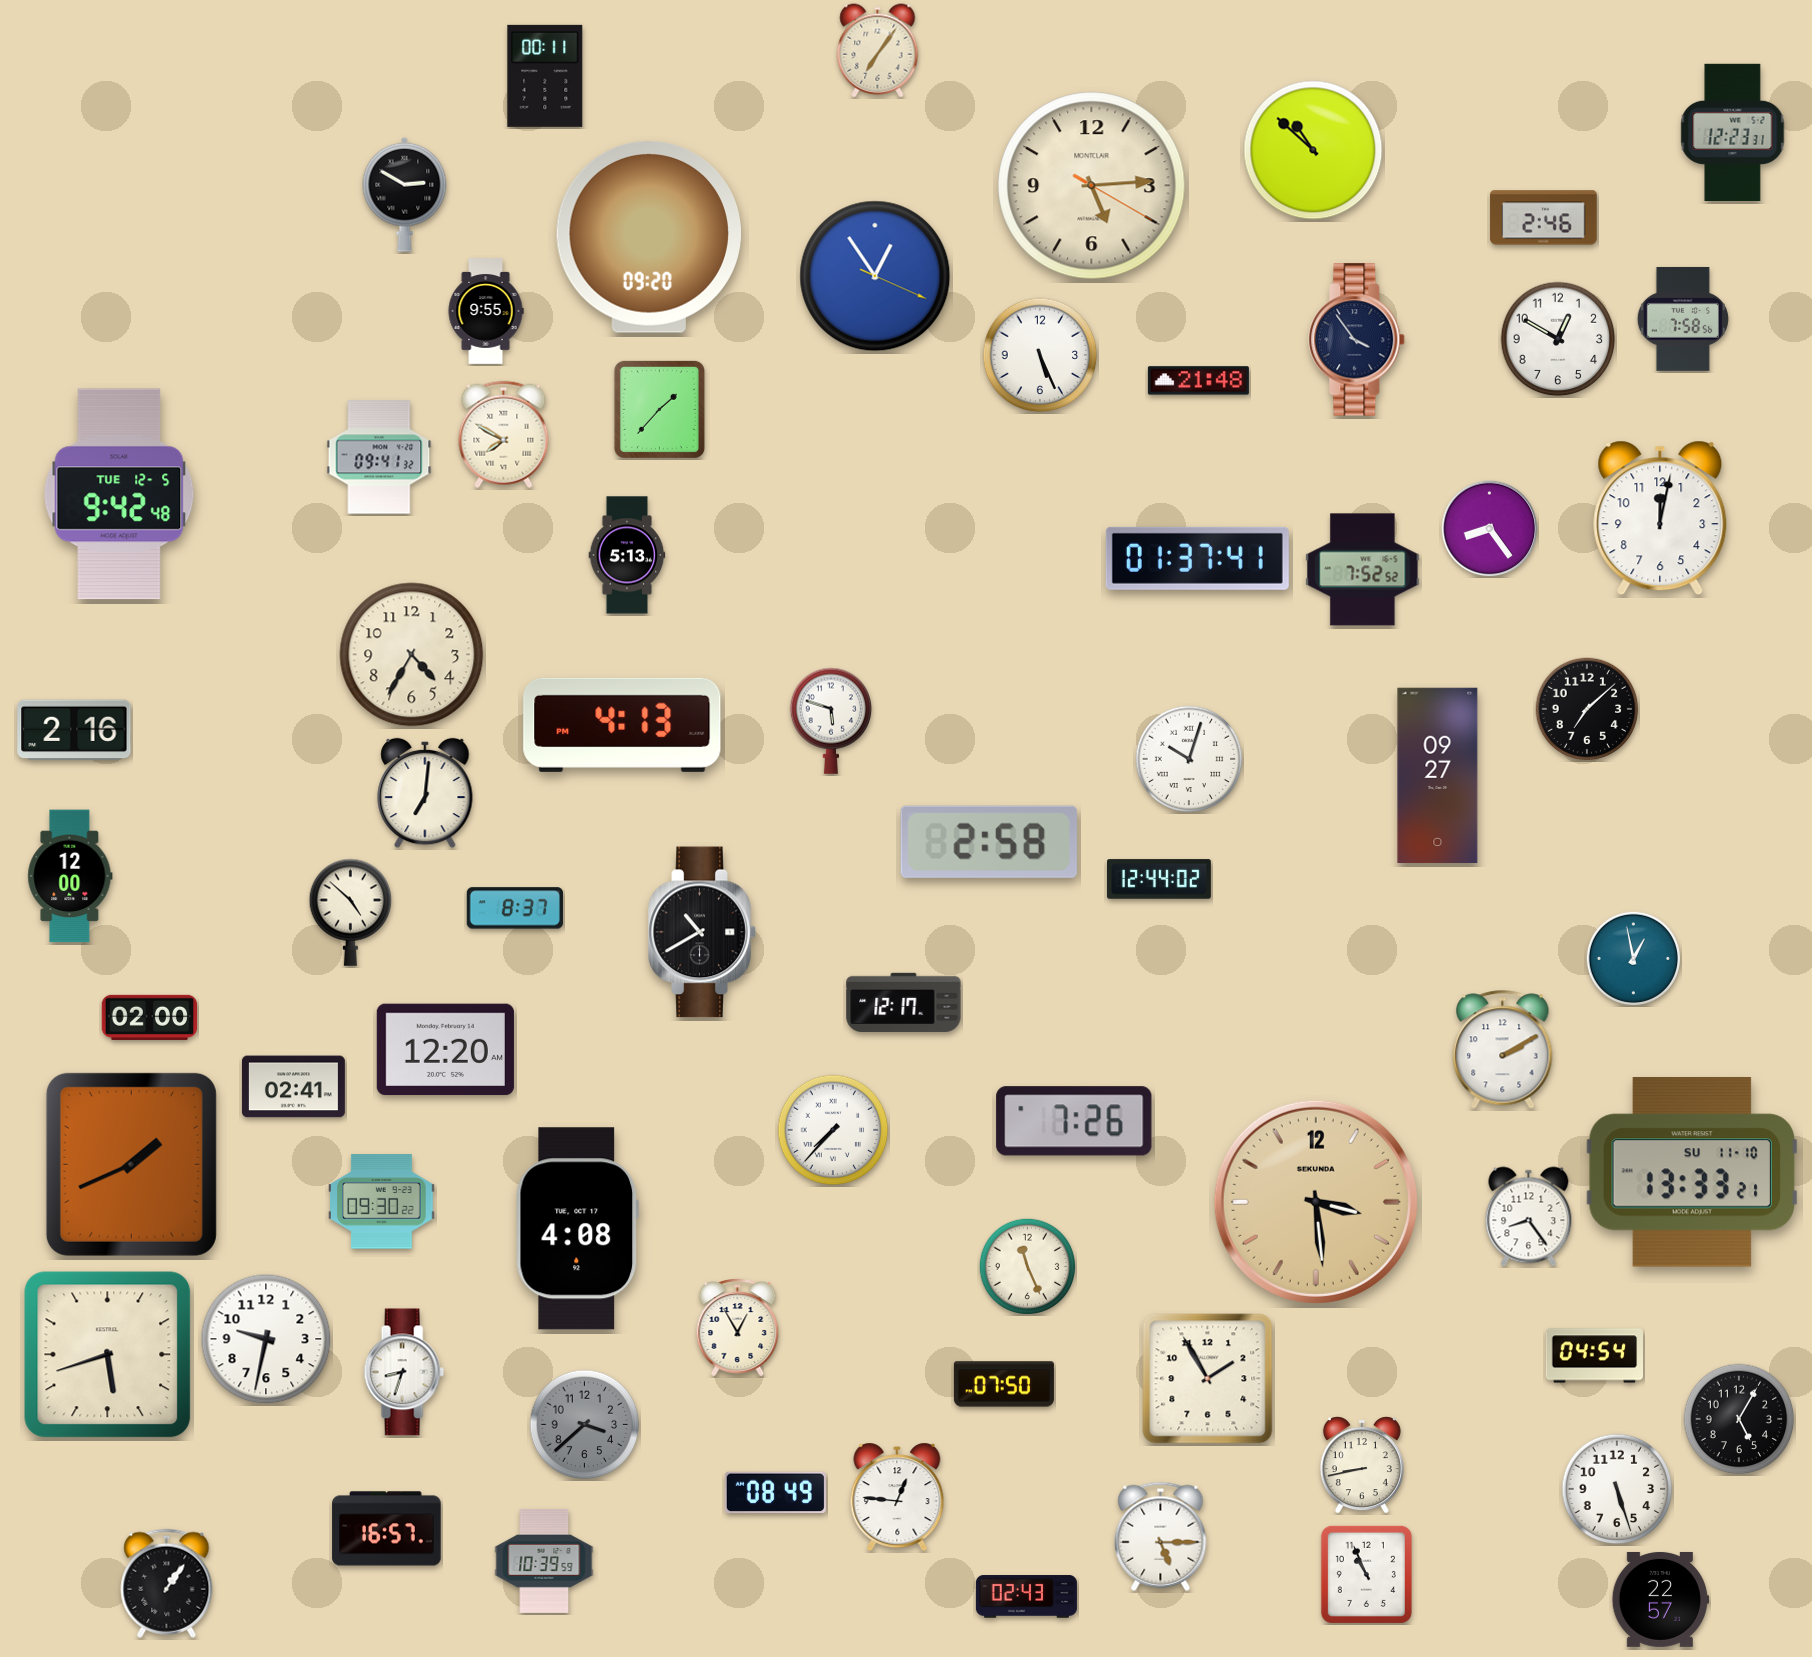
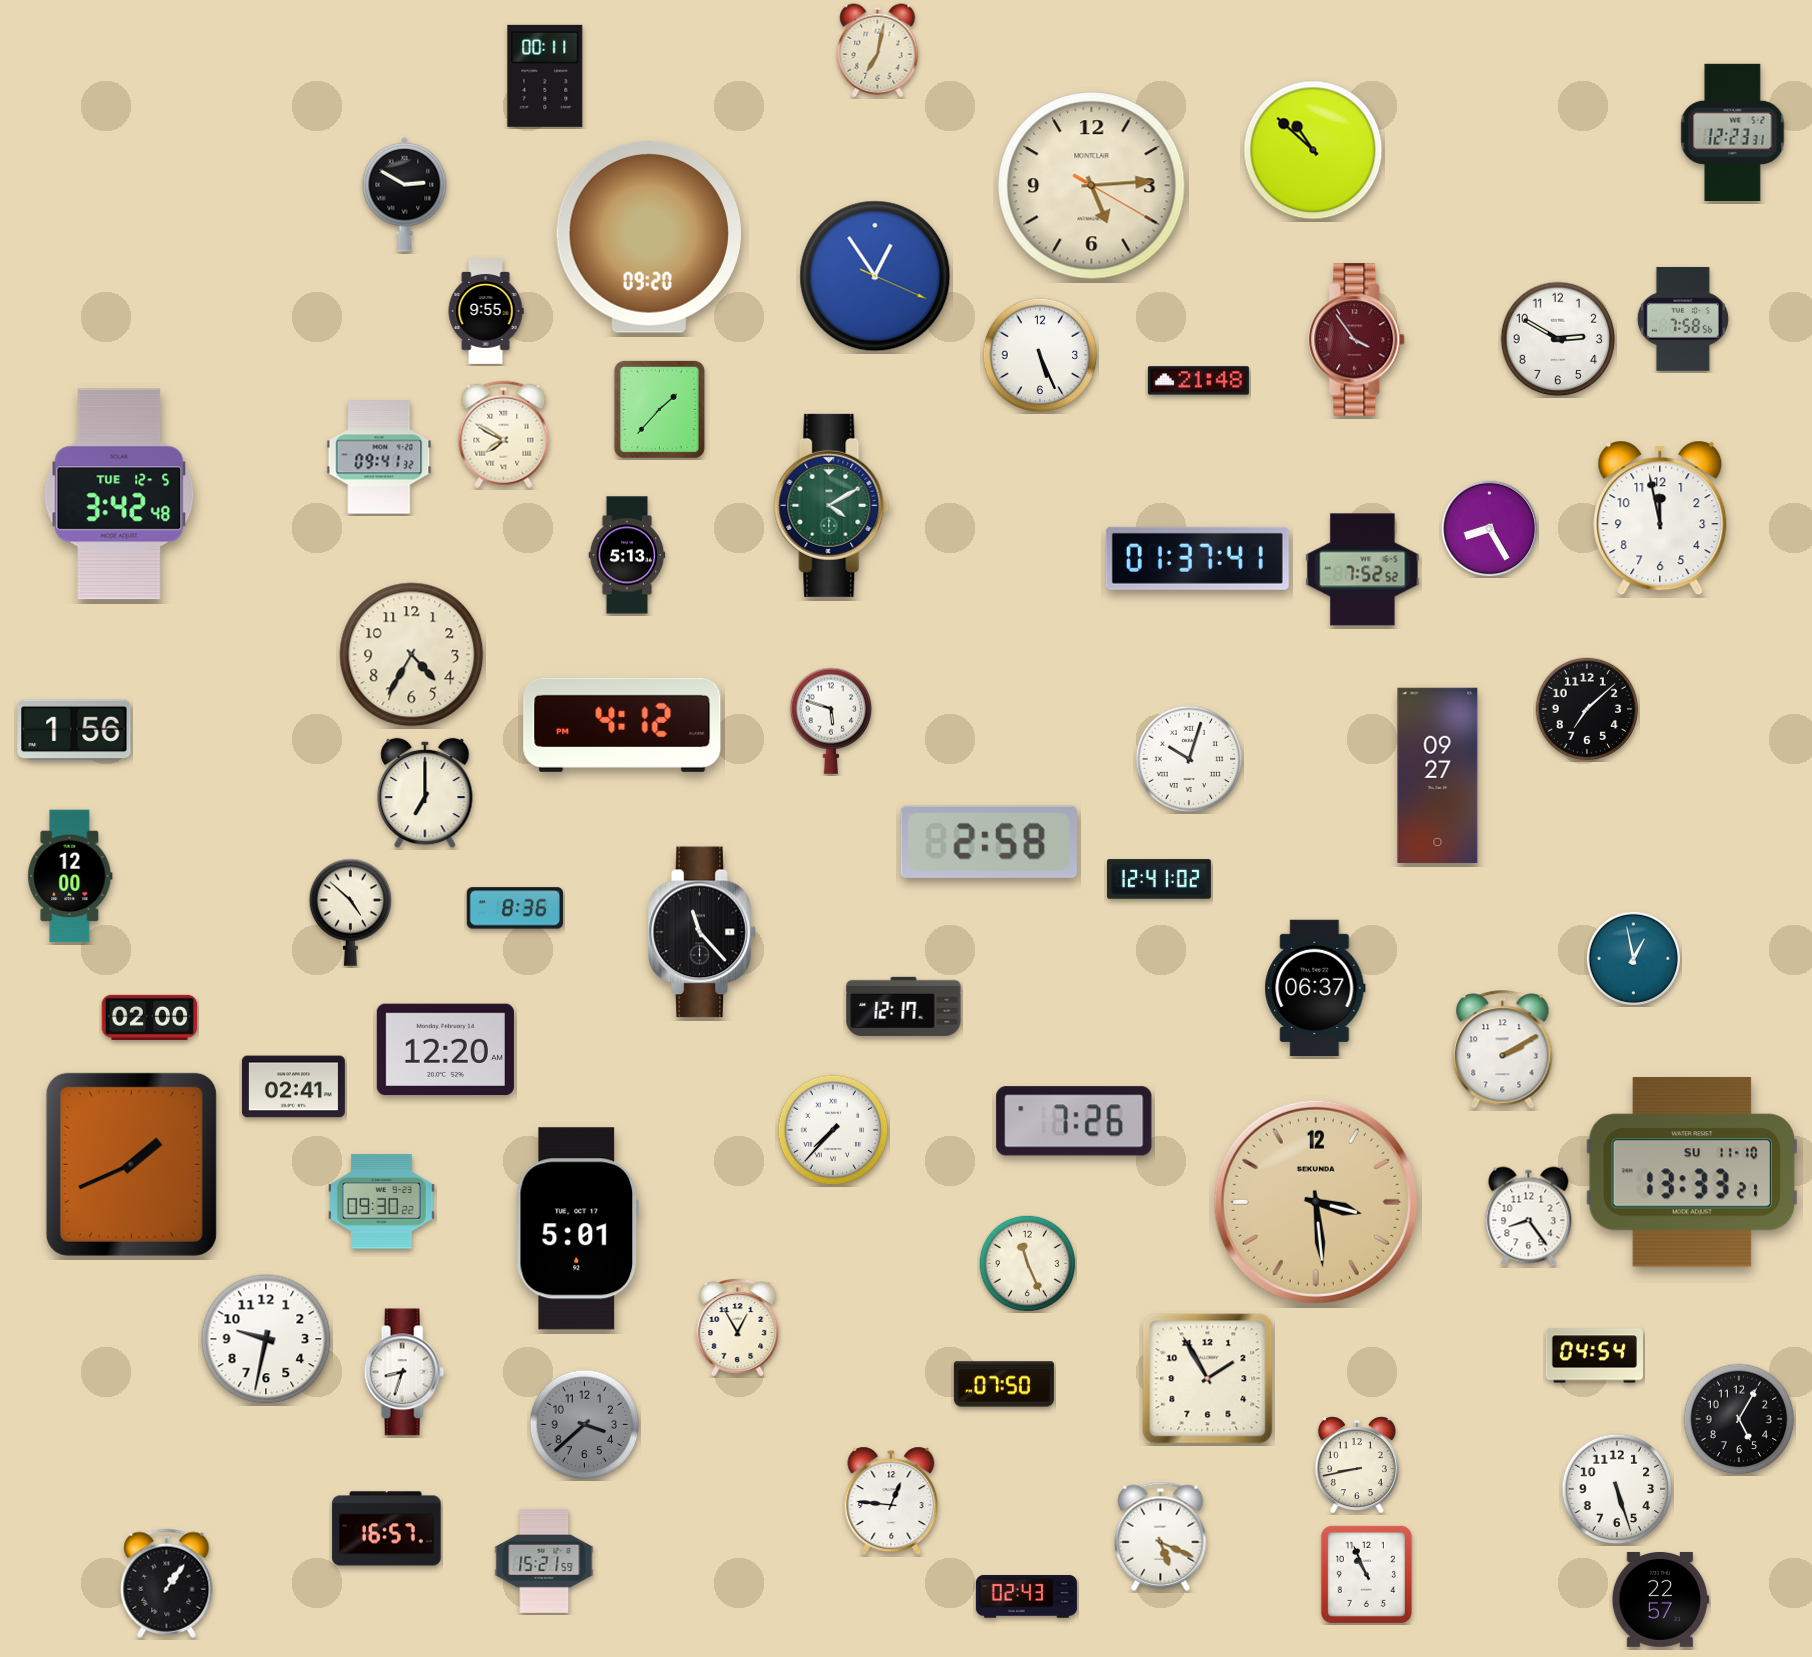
clock at (878, 51): 7:06 -> 7:02
clock at (1544, 218): 2:46 -> none
clock at (1558, 339): 12:50 -> 2:50
clock at (1357, 340) dial: navy -> burgundy
clock at (119, 494): 9:42 -> 3:42
clock at (832, 505): none -> 4:10
clock at (1660, 518): 12:02 -> 11:58
clock at (1490, 529): 8:24 -> 8:25
clock at (622, 725): 4:13 -> 4:12
clock at (74, 730): 2:16 -> 1:56
clock at (425, 793): 7:01 -> 7:00
clock at (1159, 879): 12:44 -> 12:41
clock at (515, 908): 8:37 -> 8:36
clock at (702, 932): 10:40 -> 11:23
clock at (1315, 987): none -> 06:37
clock at (904, 1002) position: (904, 1002) -> (904, 1006)
clock at (578, 1229): 4:08 -> 5:01
clock at (1027, 1266) position: (1027, 1266) -> (1027, 1263)
clock at (108, 1355): 5:42 -> none
clock at (1362, 1465) position: (1362, 1465) -> (1357, 1465)
clock at (775, 1493): 08:49 -> none
clock at (897, 1497) position: (897, 1497) -> (891, 1501)
clock at (1161, 1536): 5:15 -> 5:19
clock at (544, 1561): 10:39 -> 15:21
